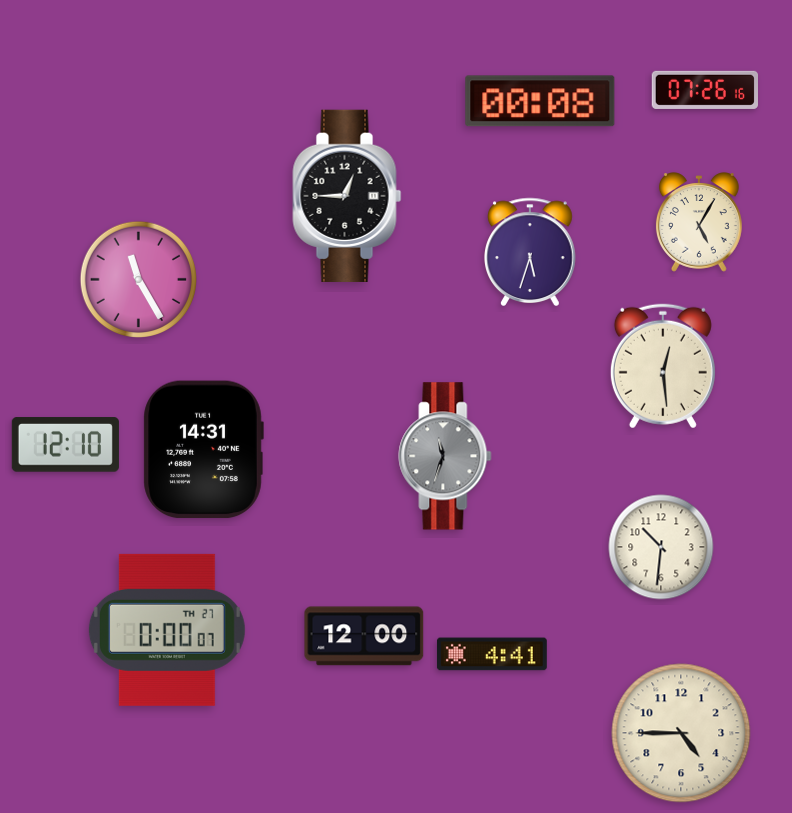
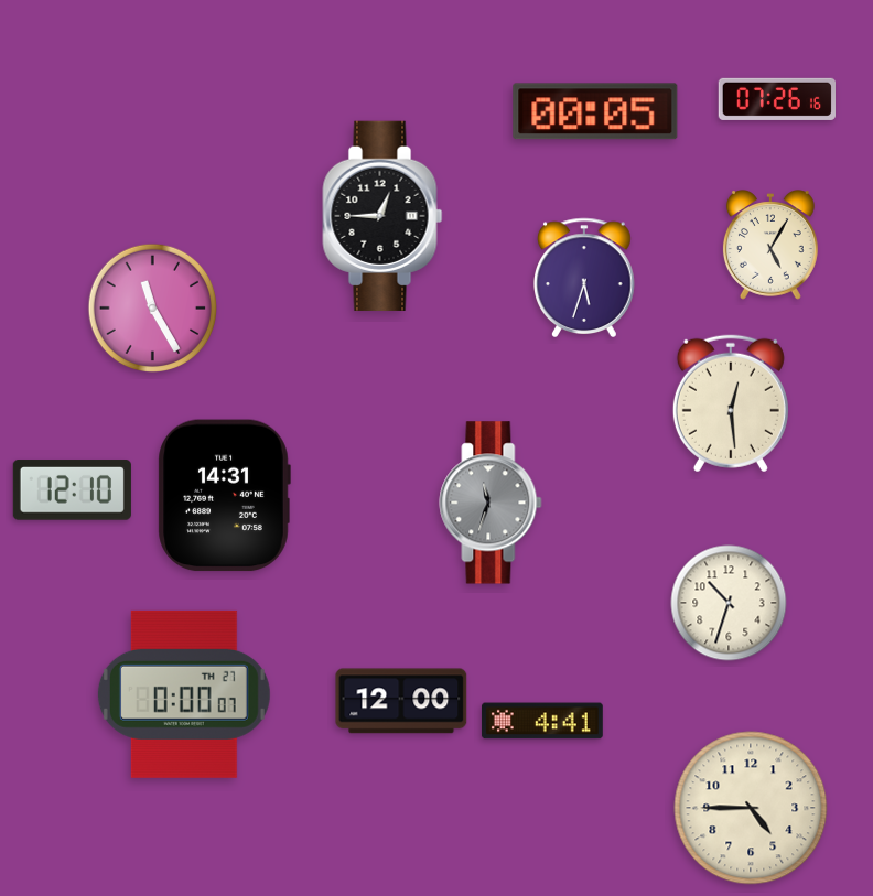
clock at (540, 101): 00:08 -> 00:05
clock at (661, 547): 10:31 -> 10:33
